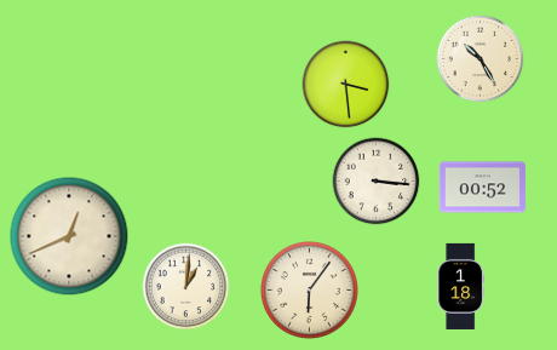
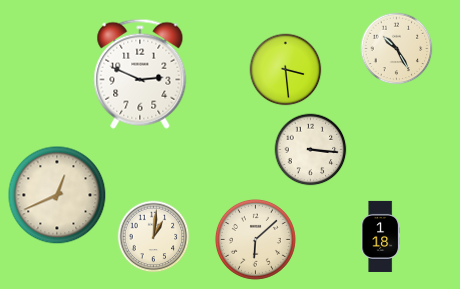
clock at (140, 74): none -> 2:49
clock at (482, 188): 00:52 -> none
clock at (309, 289): 6:06 -> 6:08
